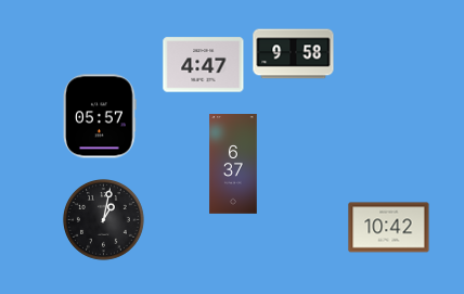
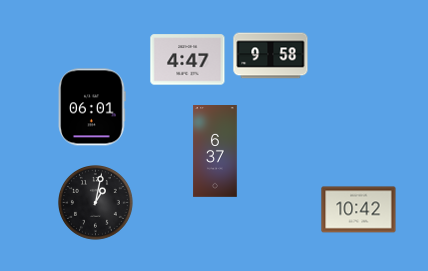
clock at (294, 54) position: (294, 54) -> (271, 56)
clock at (100, 116): 05:57 -> 06:01
